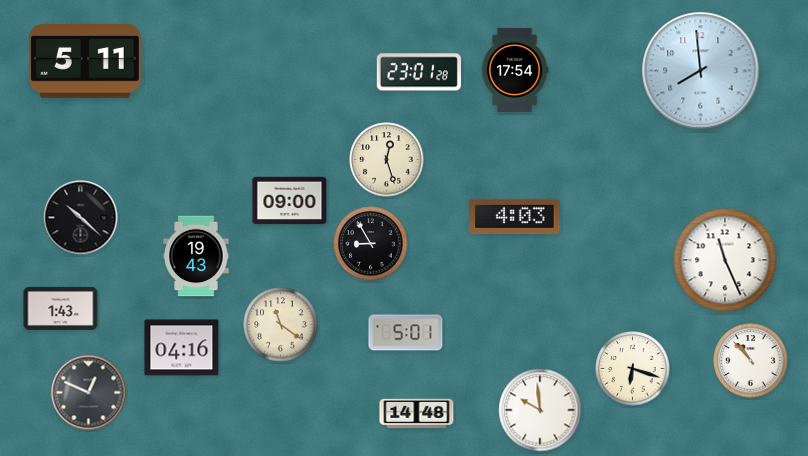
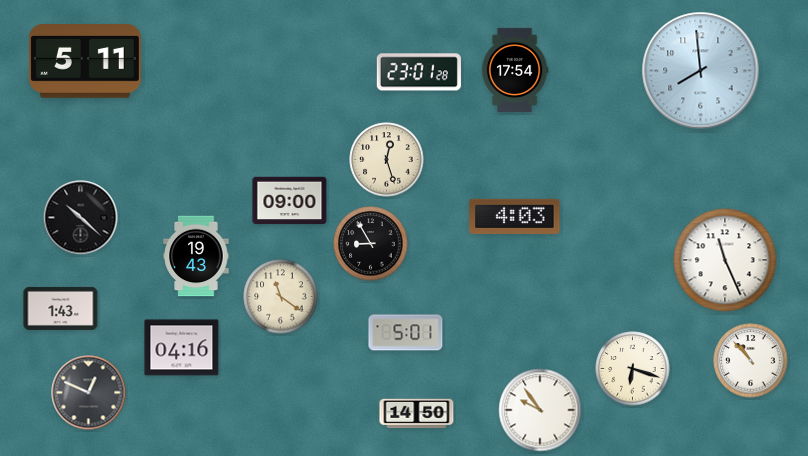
clock at (281, 325) position: (281, 325) -> (281, 297)
clock at (540, 410): 9:59 -> 9:54
clock at (417, 414): 14:48 -> 14:50
